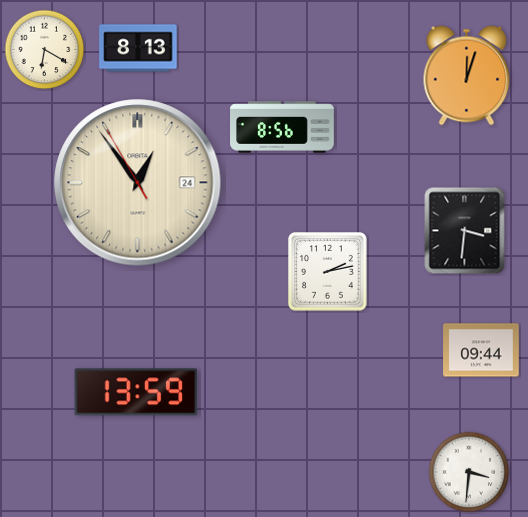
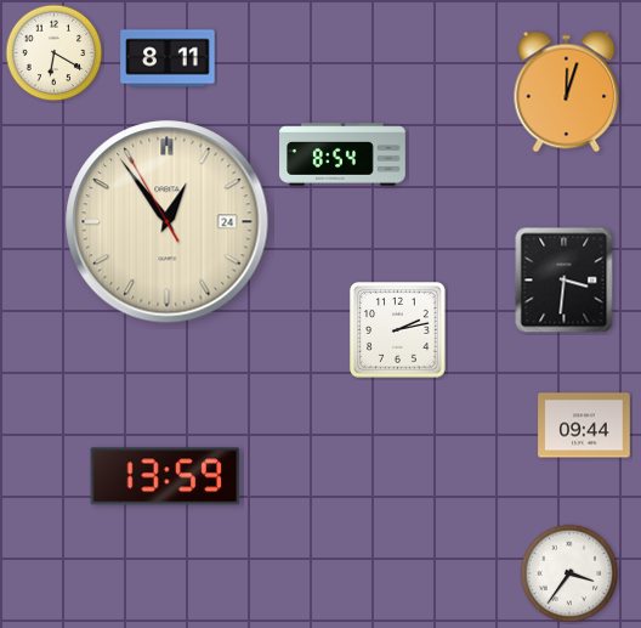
clock at (138, 48): 8:13 -> 8:11
clock at (45, 50) position: (45, 50) -> (55, 53)
clock at (282, 127): 8:56 -> 8:54
clock at (469, 472): 3:31 -> 3:36
